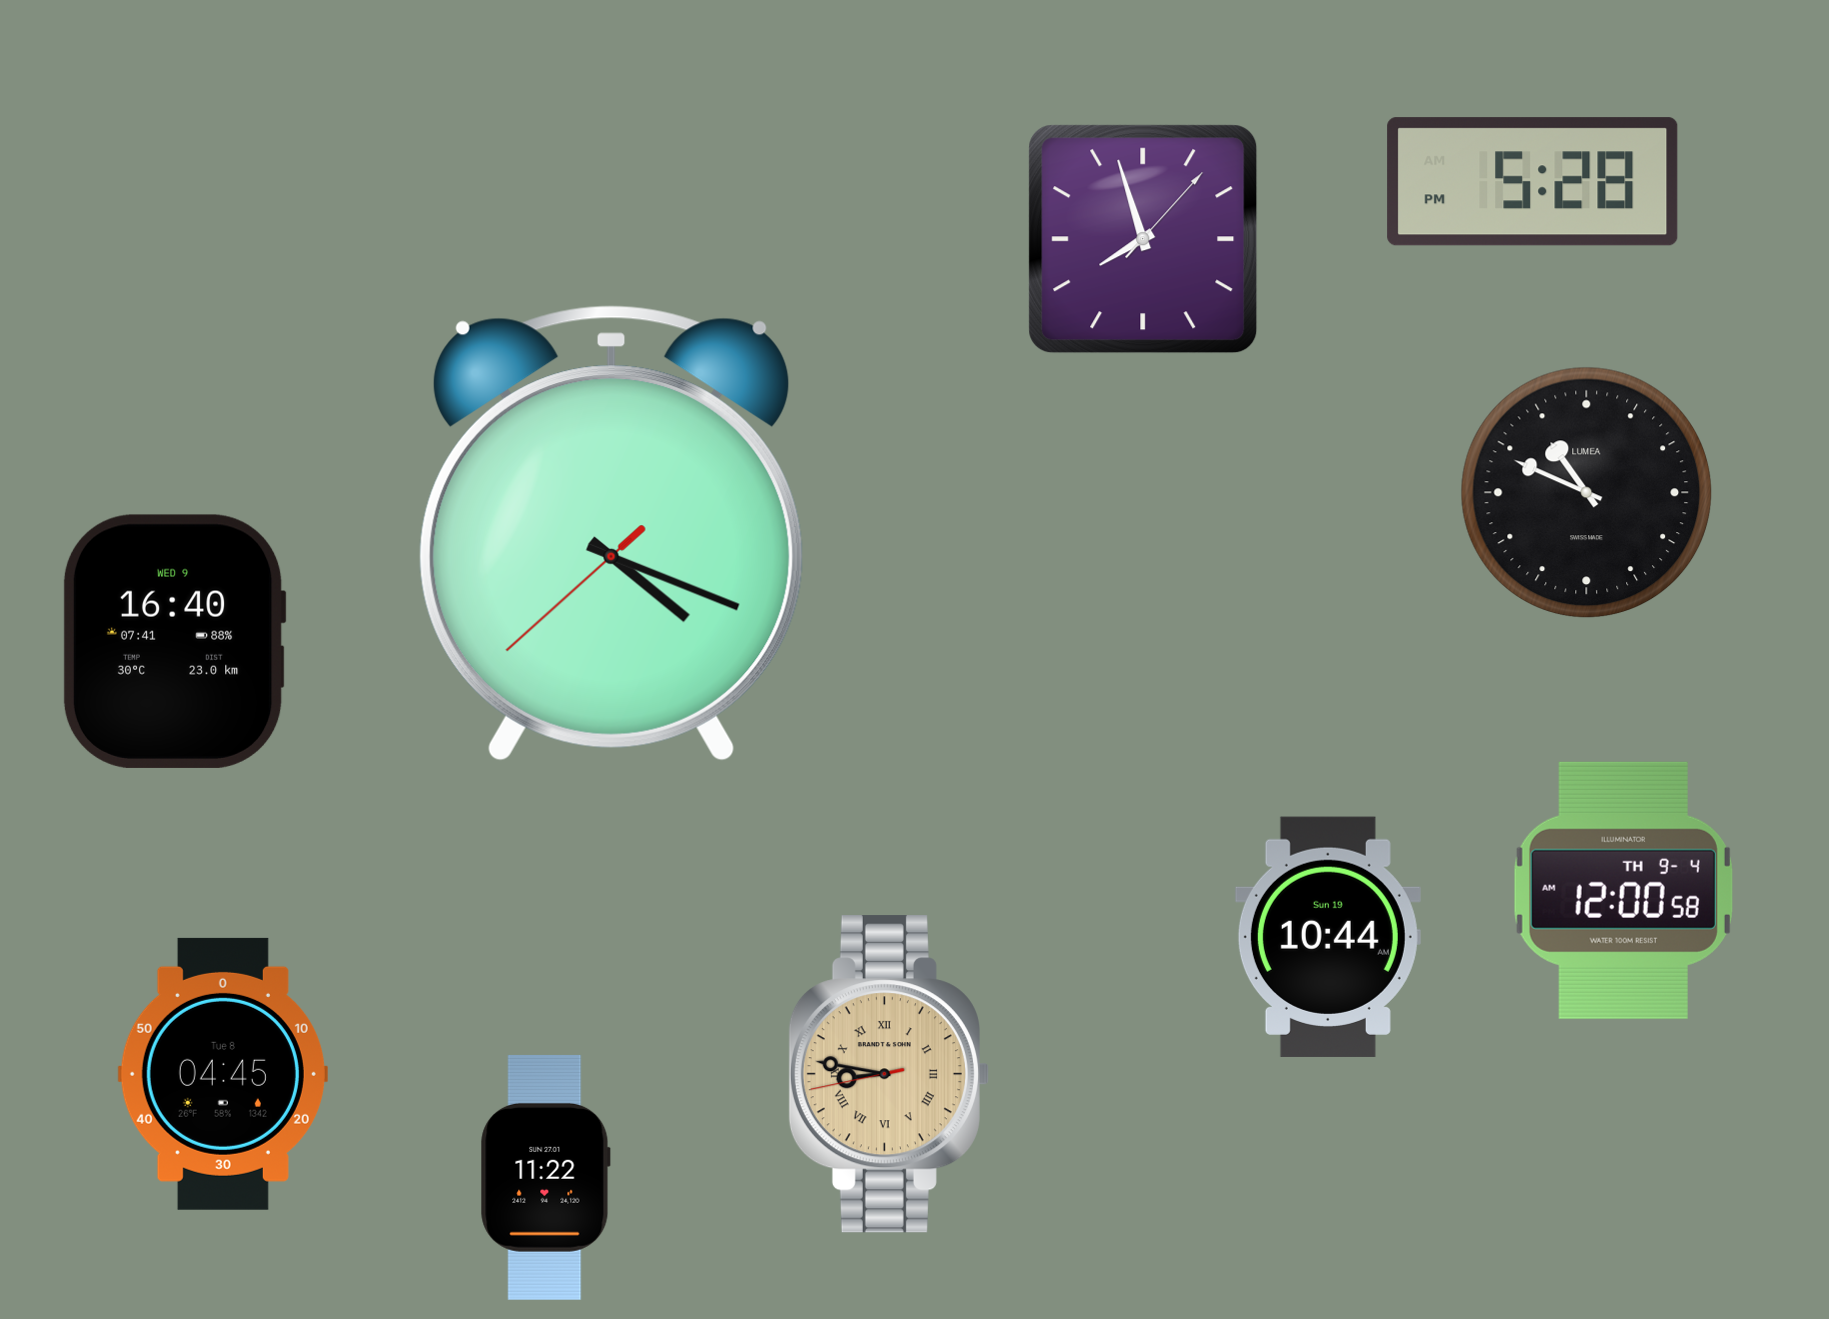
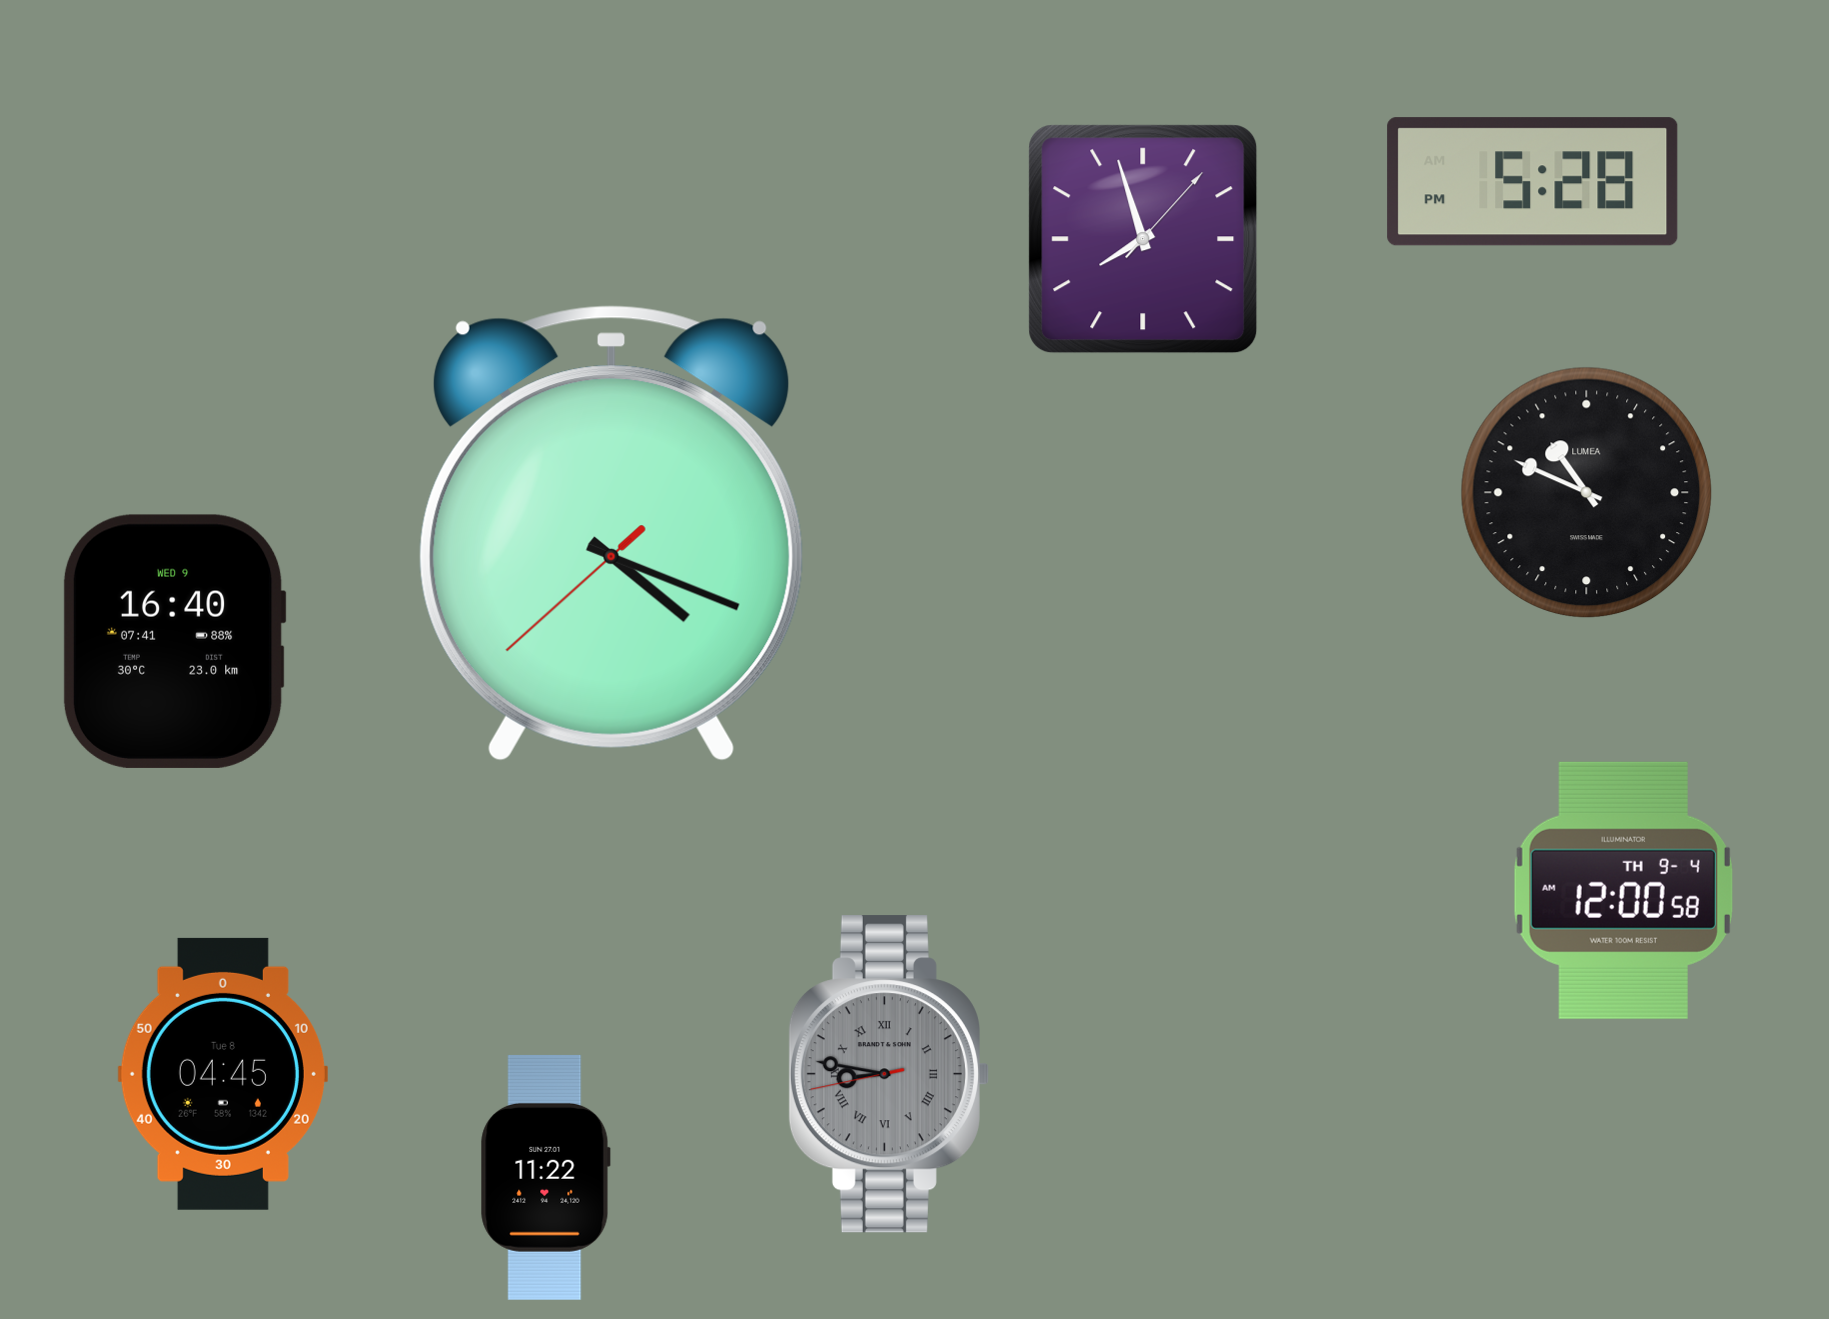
clock at (1328, 937): 10:44 -> none
clock at (889, 1074) dial: champagne -> grey
